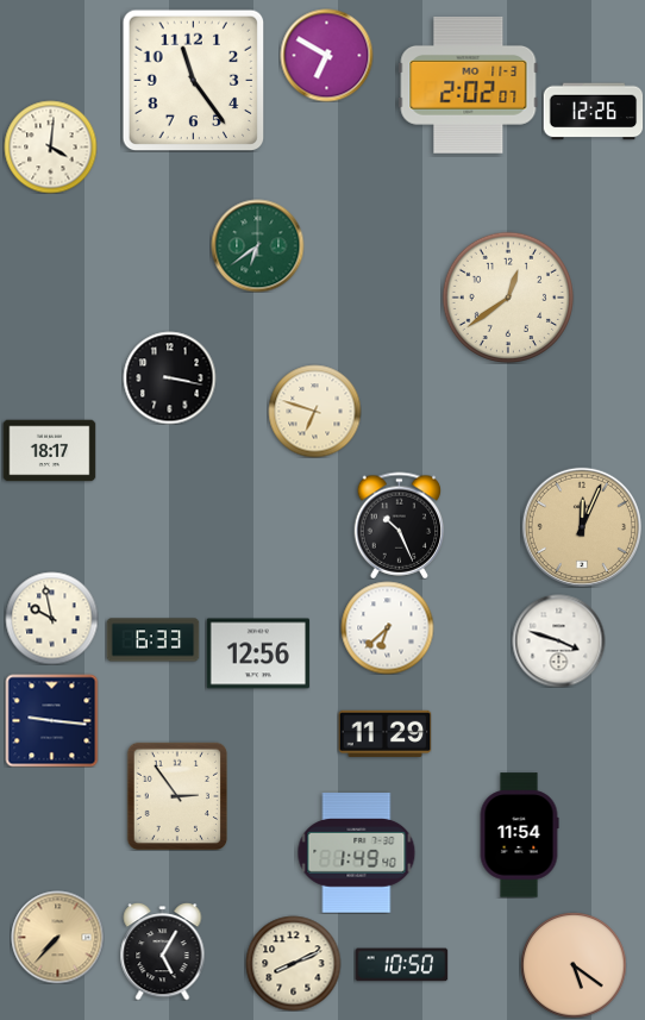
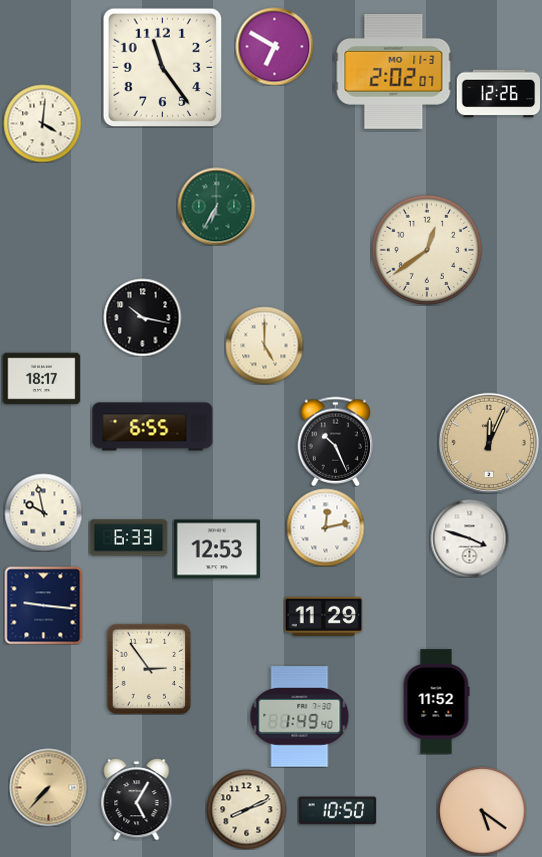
clock at (257, 245): 6:39 -> 6:35
clock at (169, 377): 3:17 -> 10:17
clock at (314, 411): 6:48 -> 5:00
clock at (153, 427): none -> 6:55
clock at (51, 618) position: (51, 618) -> (43, 512)
clock at (387, 627): 6:38 -> 12:13
clock at (258, 653): 12:56 -> 12:53
clock at (519, 836): 11:54 -> 11:52
